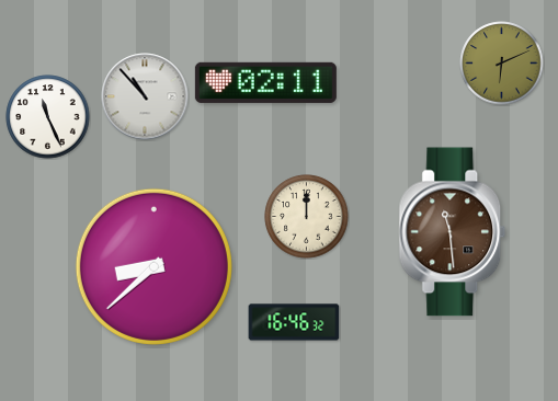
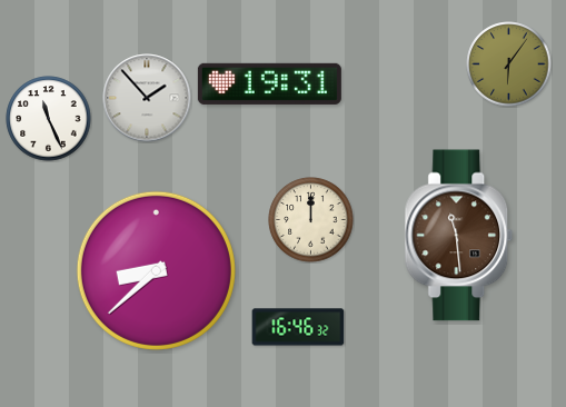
clock at (502, 64): 6:11 -> 6:06
clock at (265, 82): 02:11 -> 19:31
clock at (145, 96): 10:53 -> 1:53
